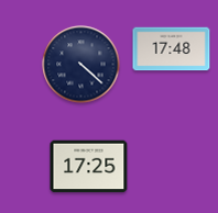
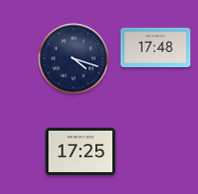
clock at (172, 49) position: (172, 49) -> (156, 48)
clock at (81, 65): 4:22 -> 4:18
